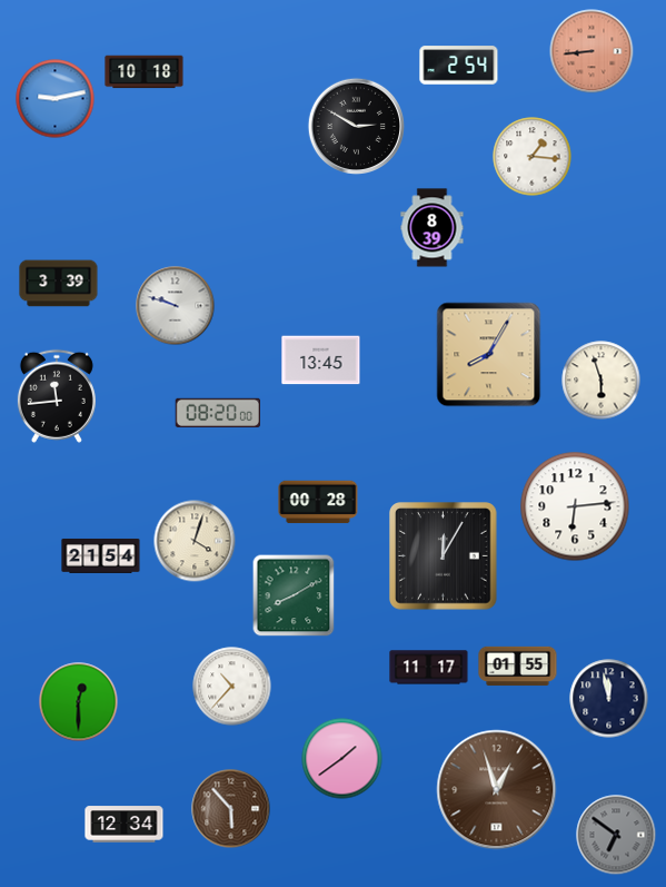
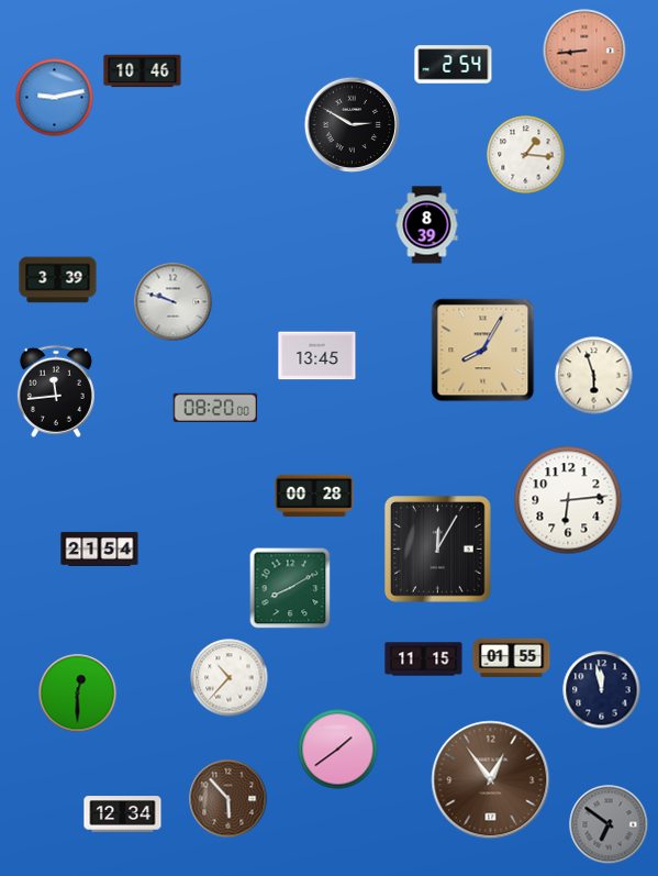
clock at (145, 72): 10:18 -> 10:46
clock at (195, 541): 4:03 -> none
clock at (429, 668): 11:17 -> 11:15
clock at (497, 790): 12:57 -> 12:54
